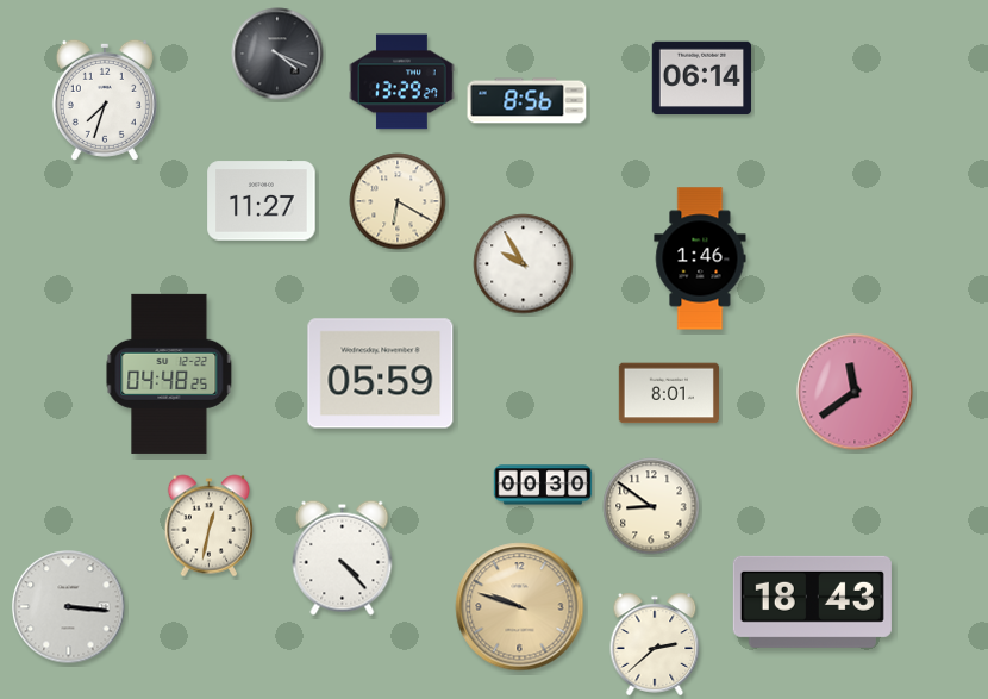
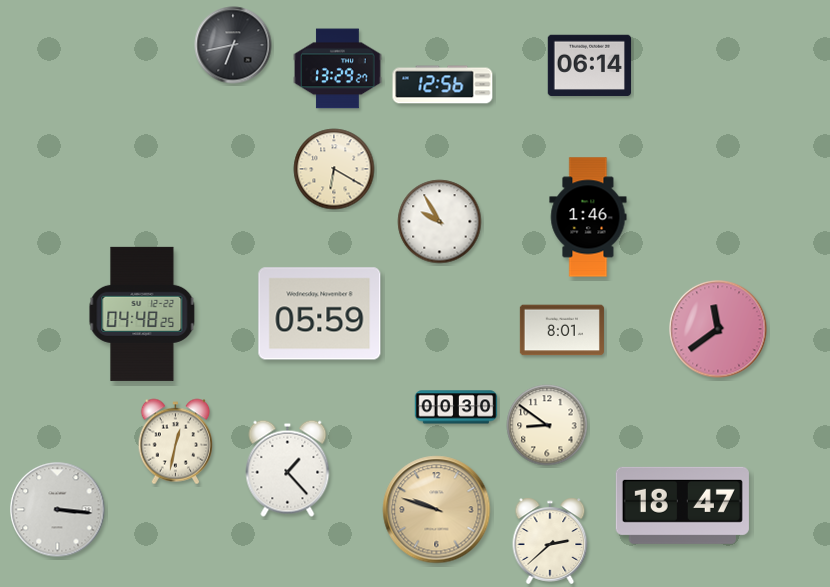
clock at (277, 54): 4:19 -> 6:43
clock at (105, 100): 7:33 -> none
clock at (527, 101): 8:56 -> 12:56
clock at (262, 201): 11:27 -> none
clock at (343, 557): 4:23 -> 1:23
clock at (812, 601): 18:43 -> 18:47
